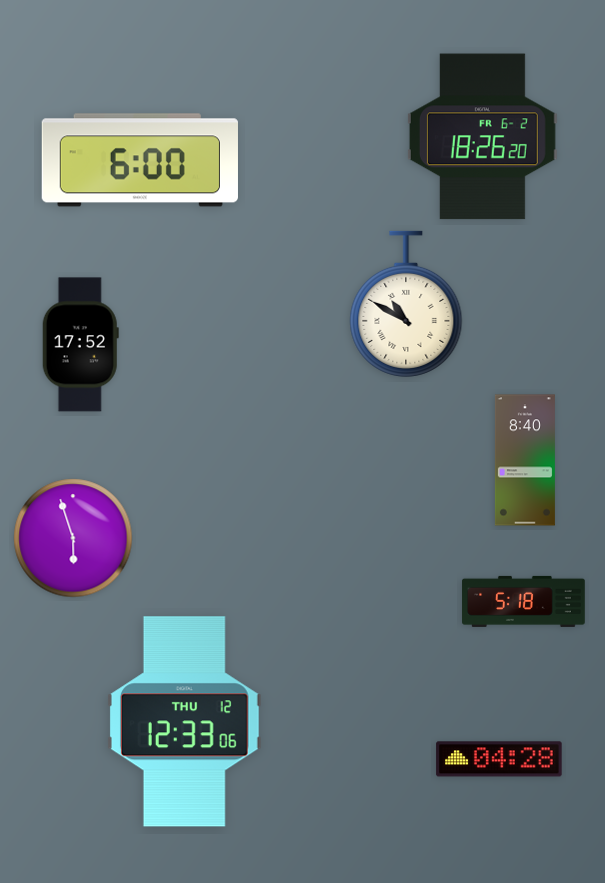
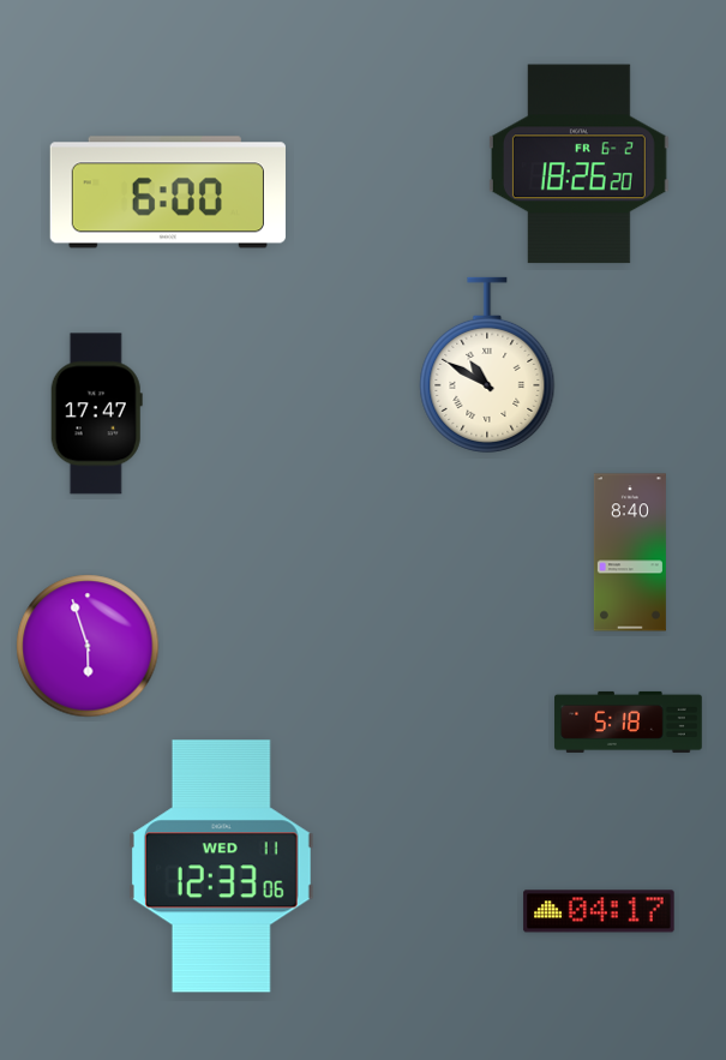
clock at (80, 345): 17:52 -> 17:47
clock at (184, 722) date: THU 12 -> WED 11
clock at (499, 759): 04:28 -> 04:17
